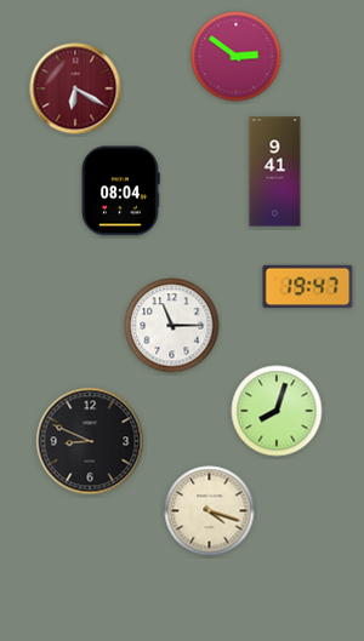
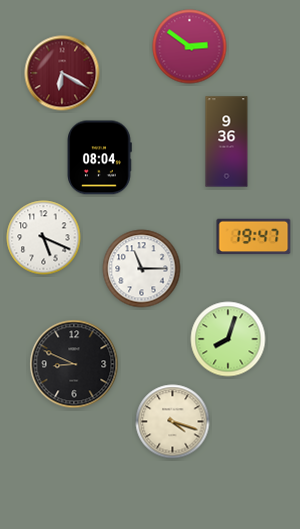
clock at (237, 57) position: (237, 57) -> (190, 47)
clock at (275, 172): 9:41 -> 9:36
clock at (44, 238): none -> 5:19
